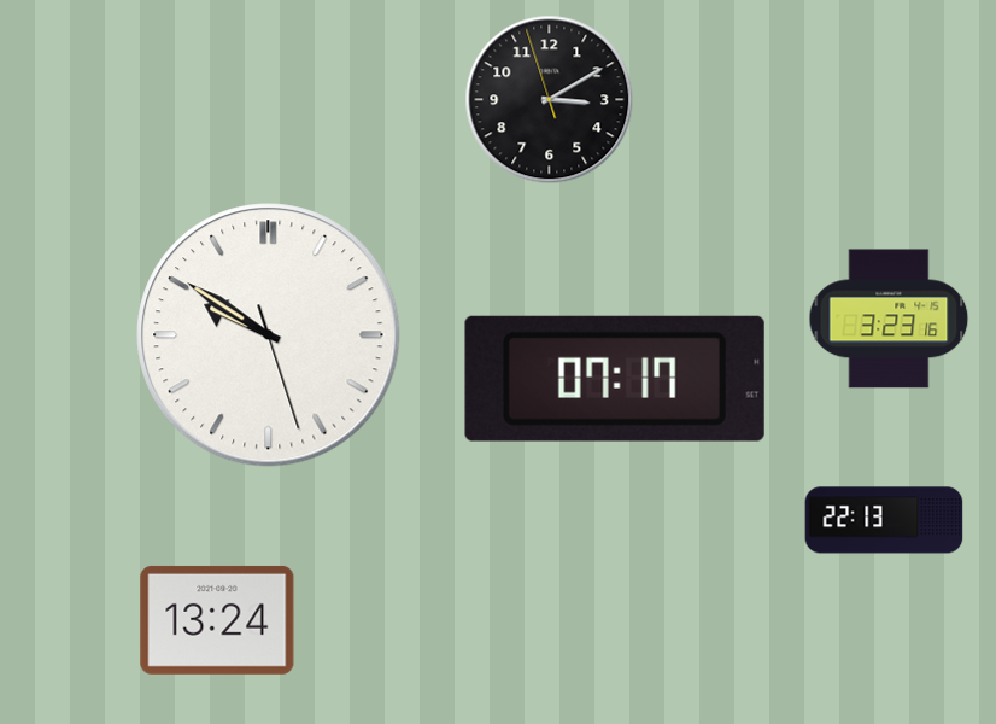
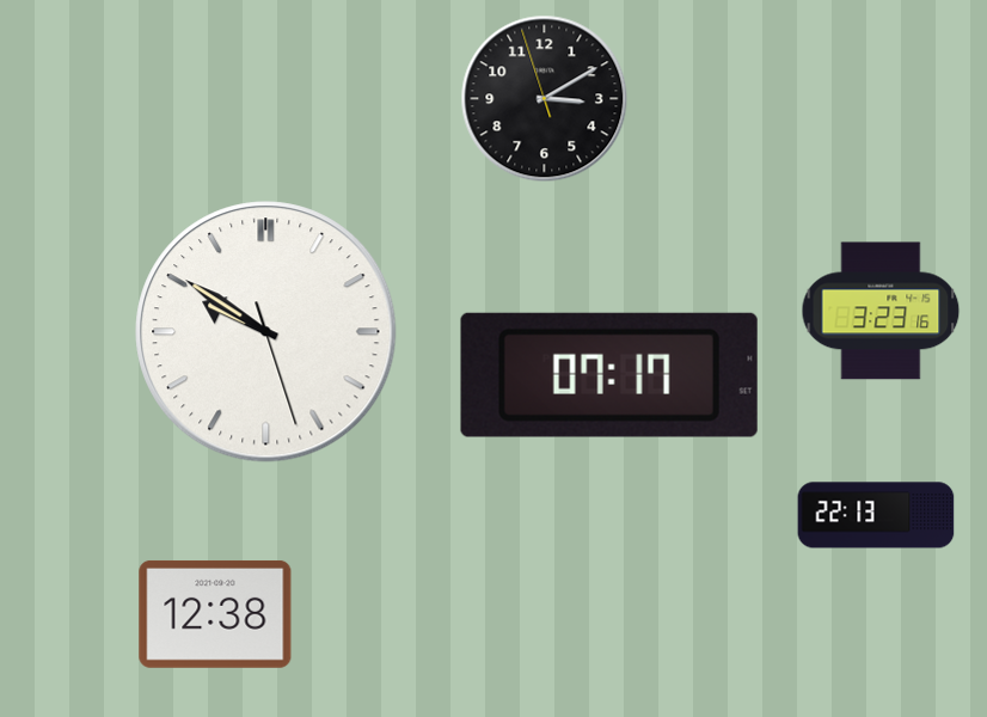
clock at (889, 319) position: (889, 319) -> (881, 311)
clock at (217, 620): 13:24 -> 12:38
